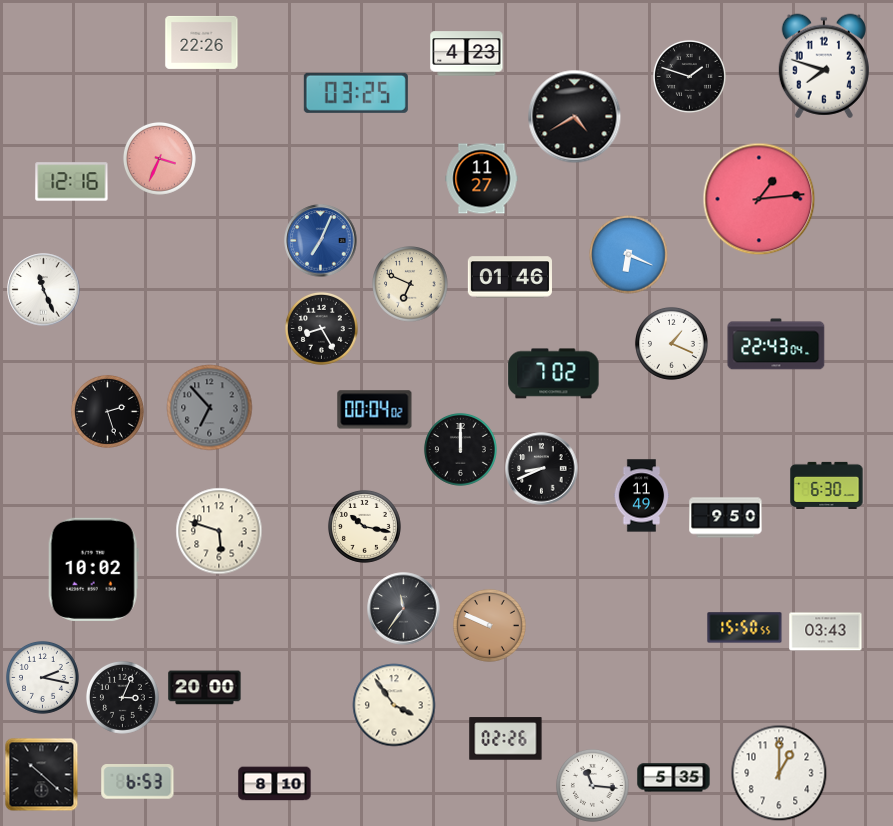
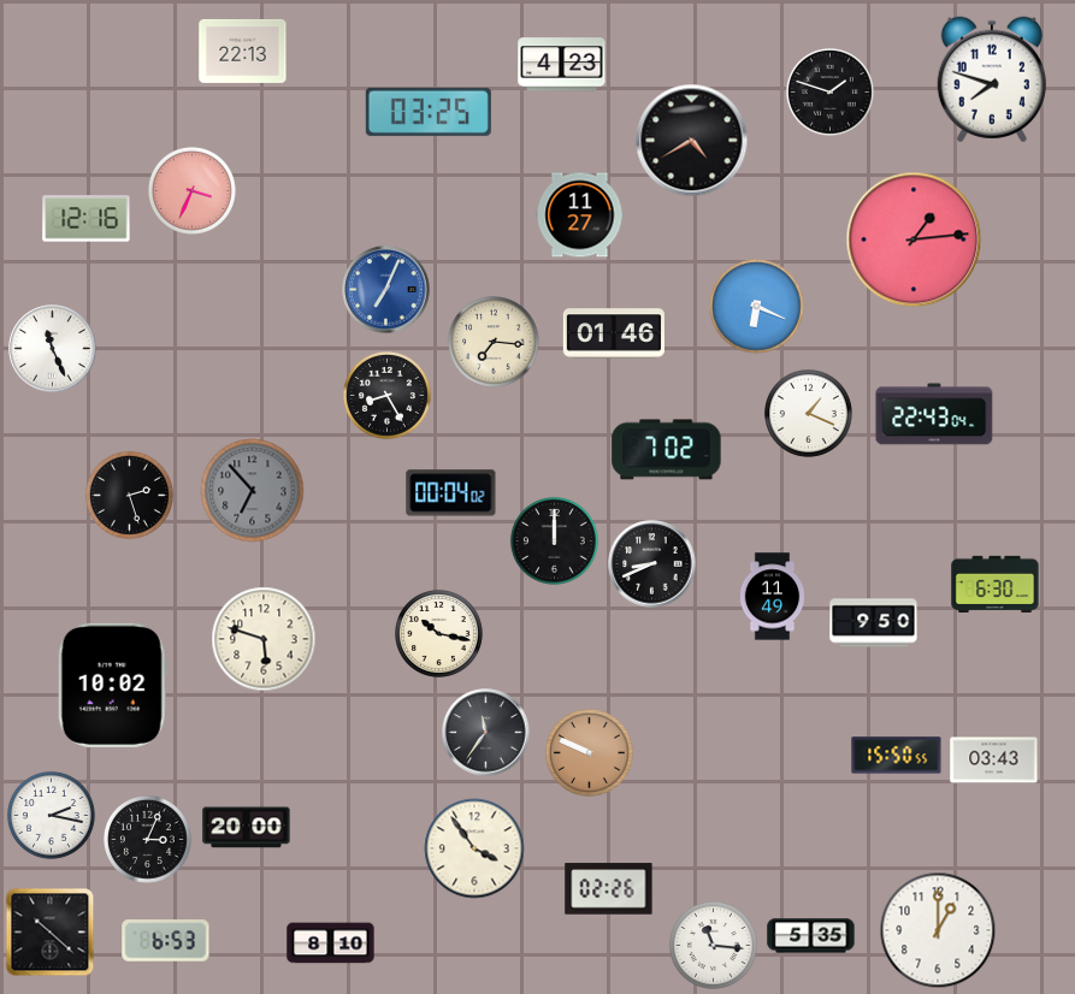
clock at (202, 42): 22:26 -> 22:13
clock at (410, 284): 6:49 -> 7:16
